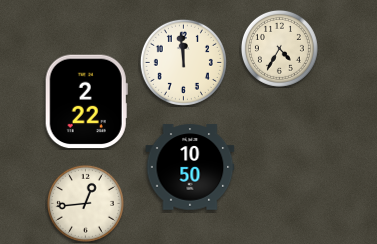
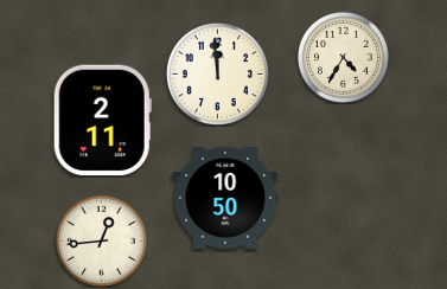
clock at (279, 48) position: (279, 48) -> (343, 57)
clock at (86, 102): 2:22 -> 2:11
